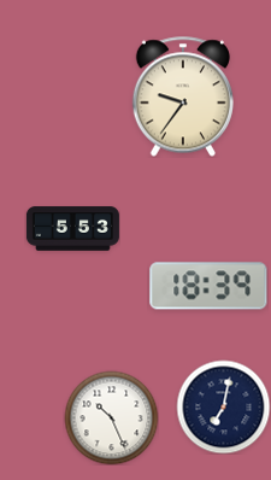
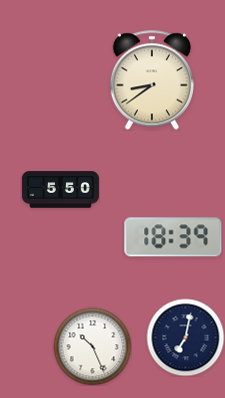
clock at (183, 96): 9:36 -> 8:39
clock at (72, 229): 5:53 -> 5:50
